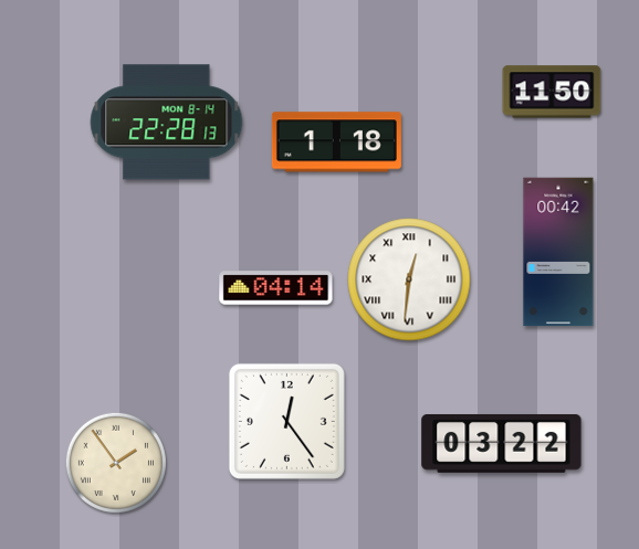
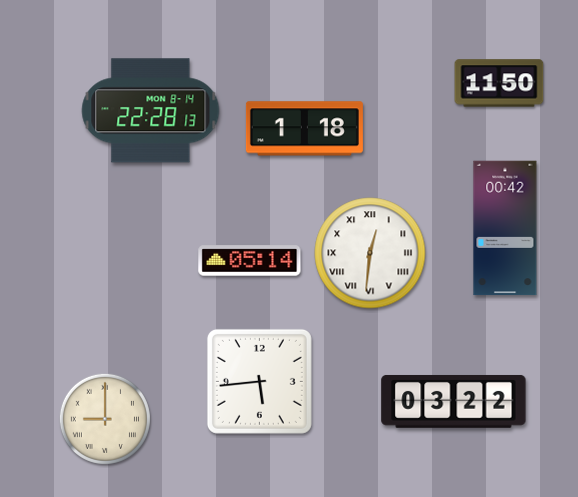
clock at (276, 288): 04:14 -> 05:14
clock at (286, 421): 12:24 -> 5:44
clock at (116, 463): 1:54 -> 9:00
